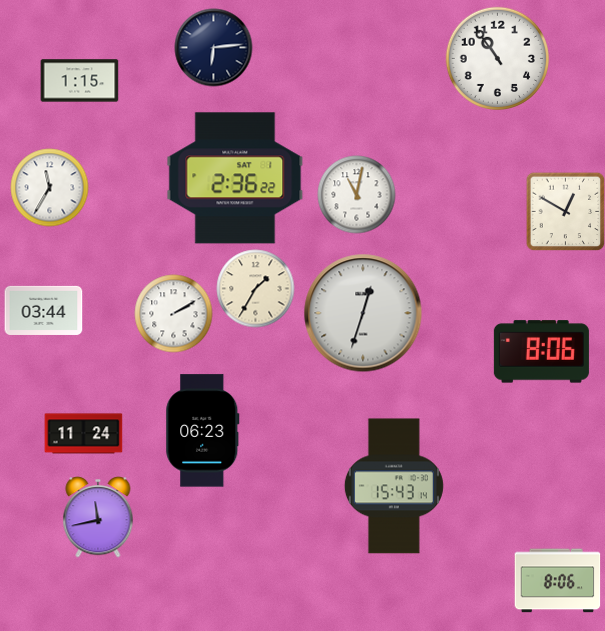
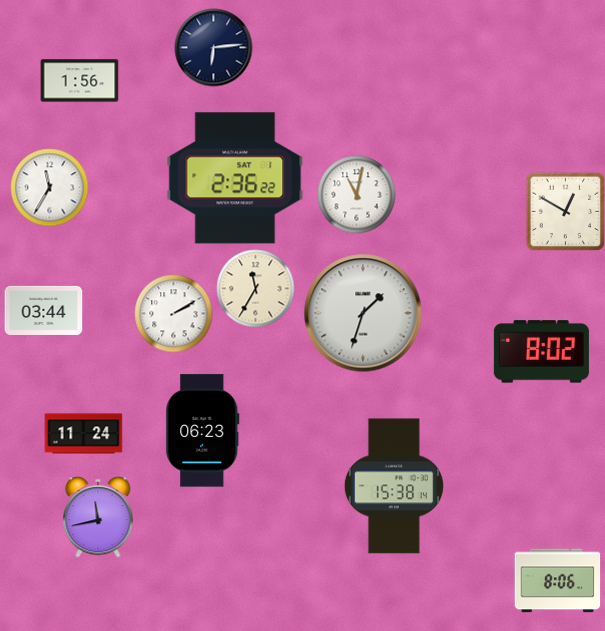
clock at (497, 58): 10:54 -> none
clock at (79, 81): 1:15 -> 1:56
clock at (255, 288): 1:35 -> 11:35
clock at (363, 313): 12:33 -> 1:33
clock at (541, 352): 8:06 -> 8:02
clock at (394, 486): 15:43 -> 15:38
